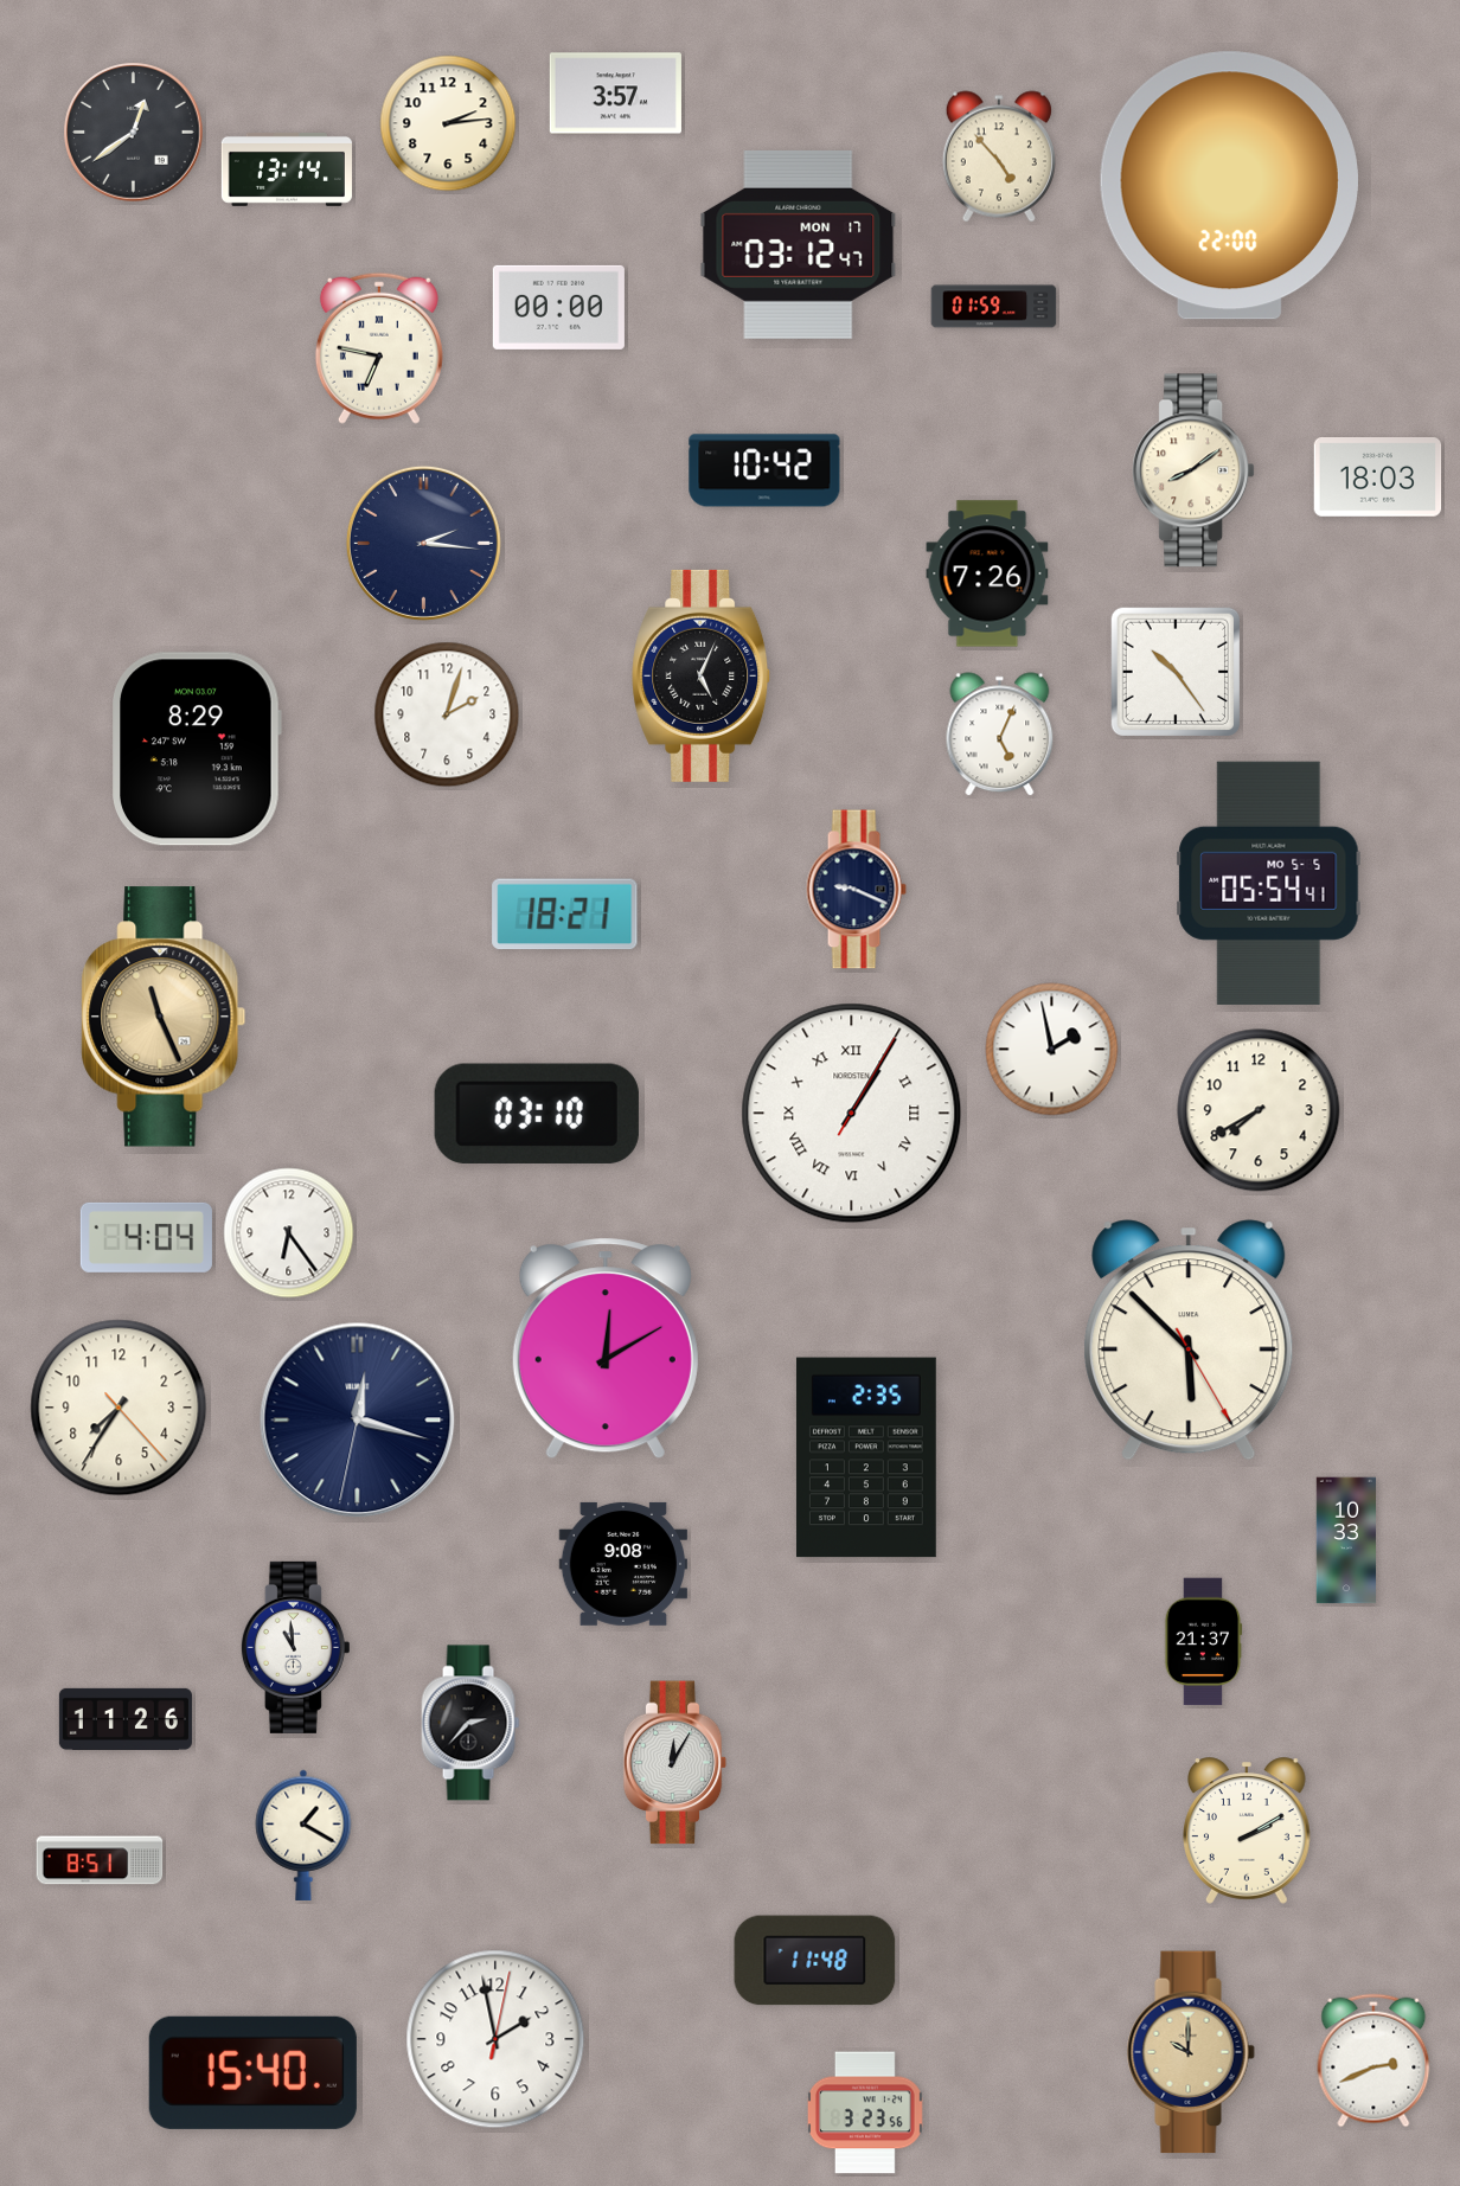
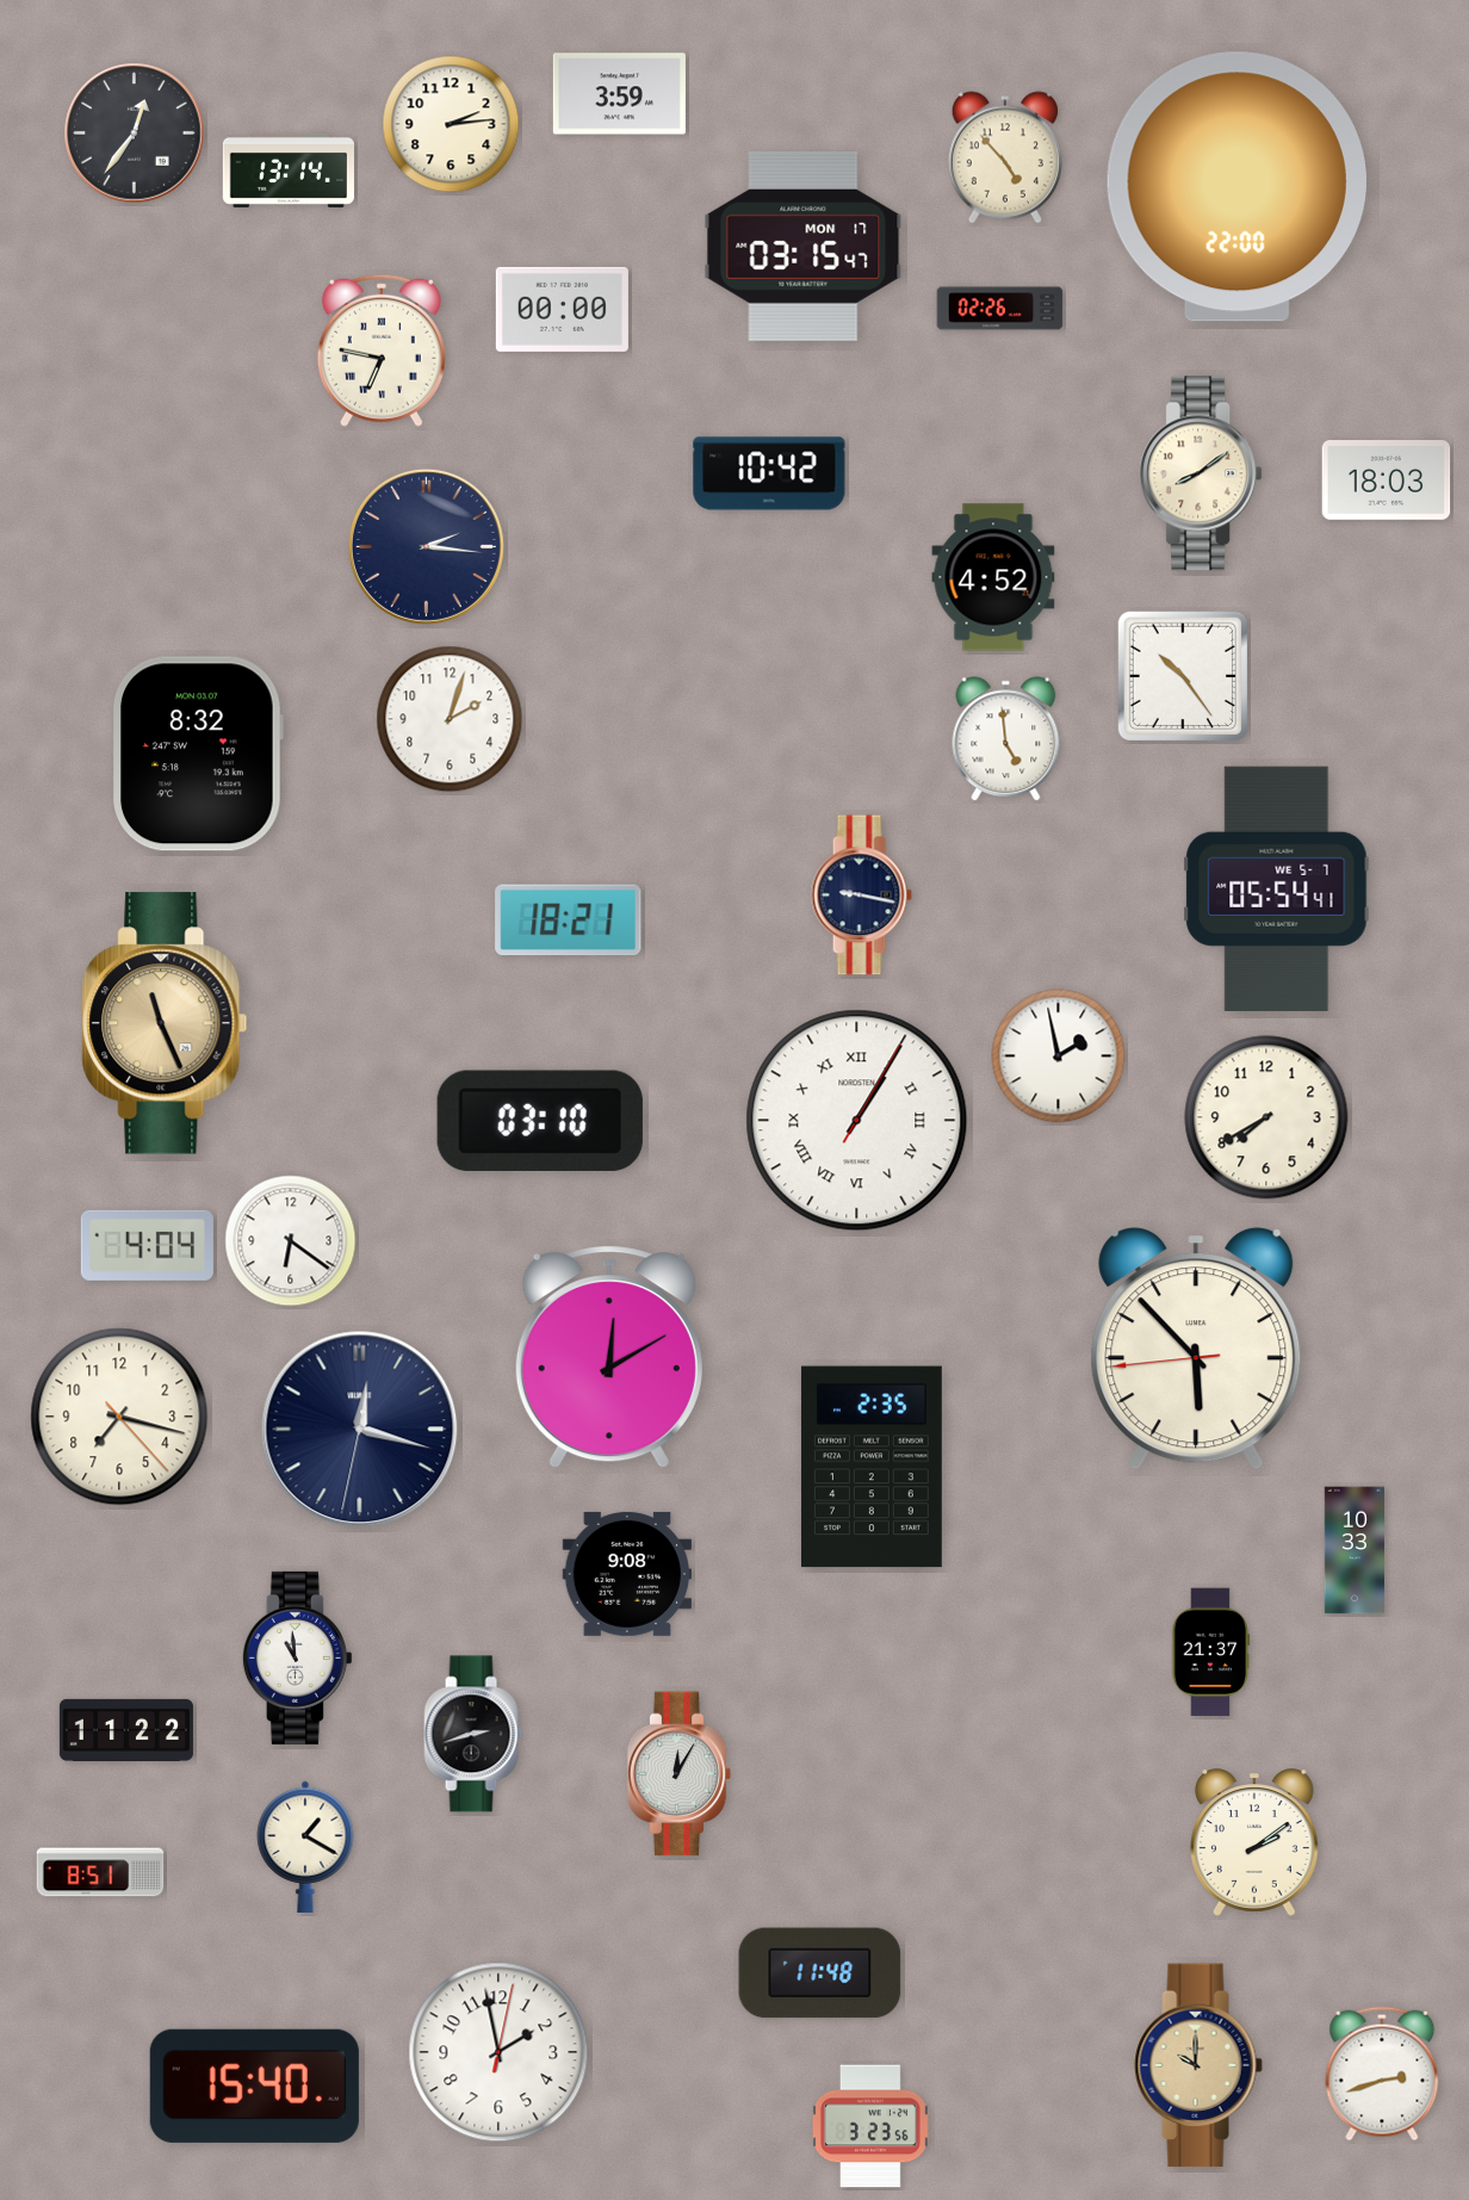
clock at (615, 94): 3:57 -> 3:59
clock at (134, 133): 12:39 -> 12:36
clock at (799, 244): 03:12 -> 03:15
clock at (994, 307): 01:59 -> 02:26
clock at (987, 573): 7:26 -> 4:52
clock at (702, 675): 5:04 -> none
clock at (1000, 735): 5:04 -> 4:59
clock at (197, 749): 8:29 -> 8:32
clock at (1269, 883) date: MO 5-5 -> WE 5-7
clock at (856, 890): 9:19 -> 9:17
clock at (289, 1233): 6:24 -> 6:21
clock at (1189, 1340): 5:52:25 -> 5:52:44
clock at (119, 1408): 7:35 -> 7:17
clock at (126, 1719): 11:26 -> 11:22
clock at (470, 1723): 2:37 -> 2:42
clock at (1248, 1831): 2:10 -> 2:09
clock at (1373, 2060): 2:41 -> 2:42
